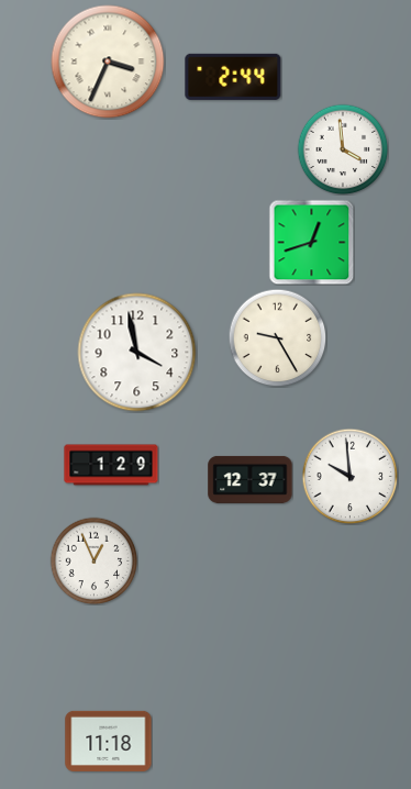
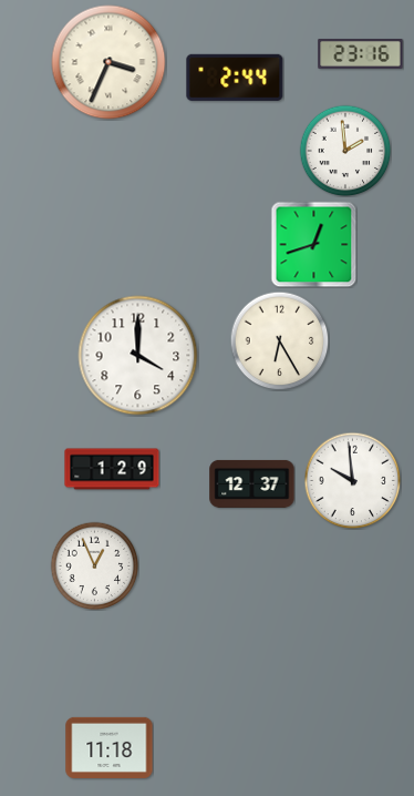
clock at (361, 53): none -> 23:16
clock at (343, 149): 3:59 -> 1:59
clock at (277, 337): 9:25 -> 6:25
clock at (137, 353): 3:58 -> 4:00
